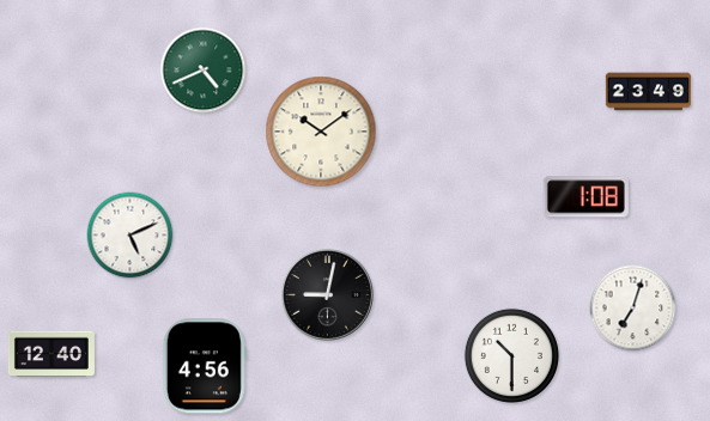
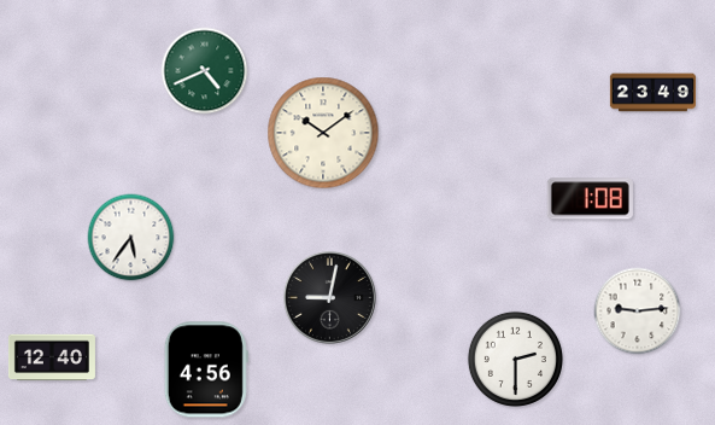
clock at (131, 236): 5:11 -> 5:36
clock at (633, 309): 7:03 -> 9:14
clock at (511, 355): 10:30 -> 2:30
